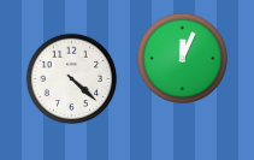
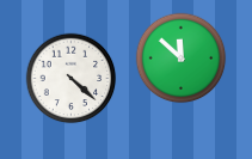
clock at (183, 59): 12:04 -> 11:52
